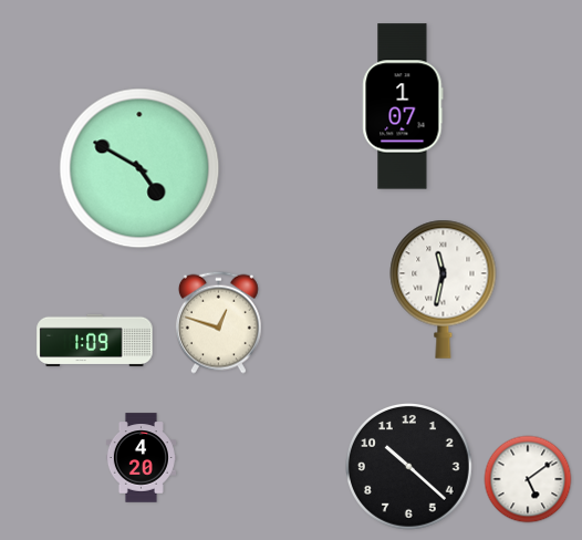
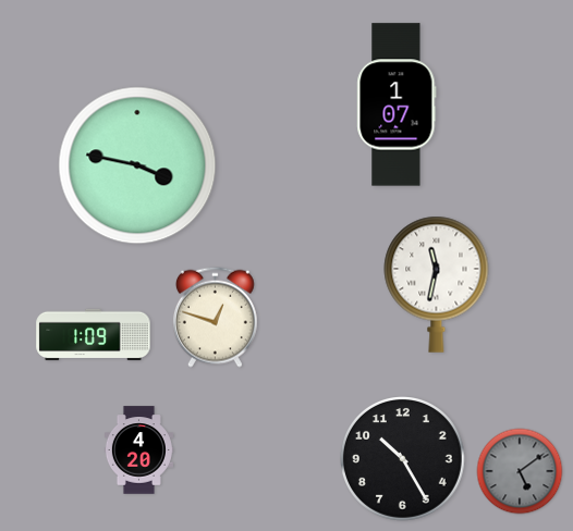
clock at (139, 168): 4:50 -> 3:47
clock at (409, 467): 10:22 -> 10:25
clock at (528, 479) dial: white -> grey
